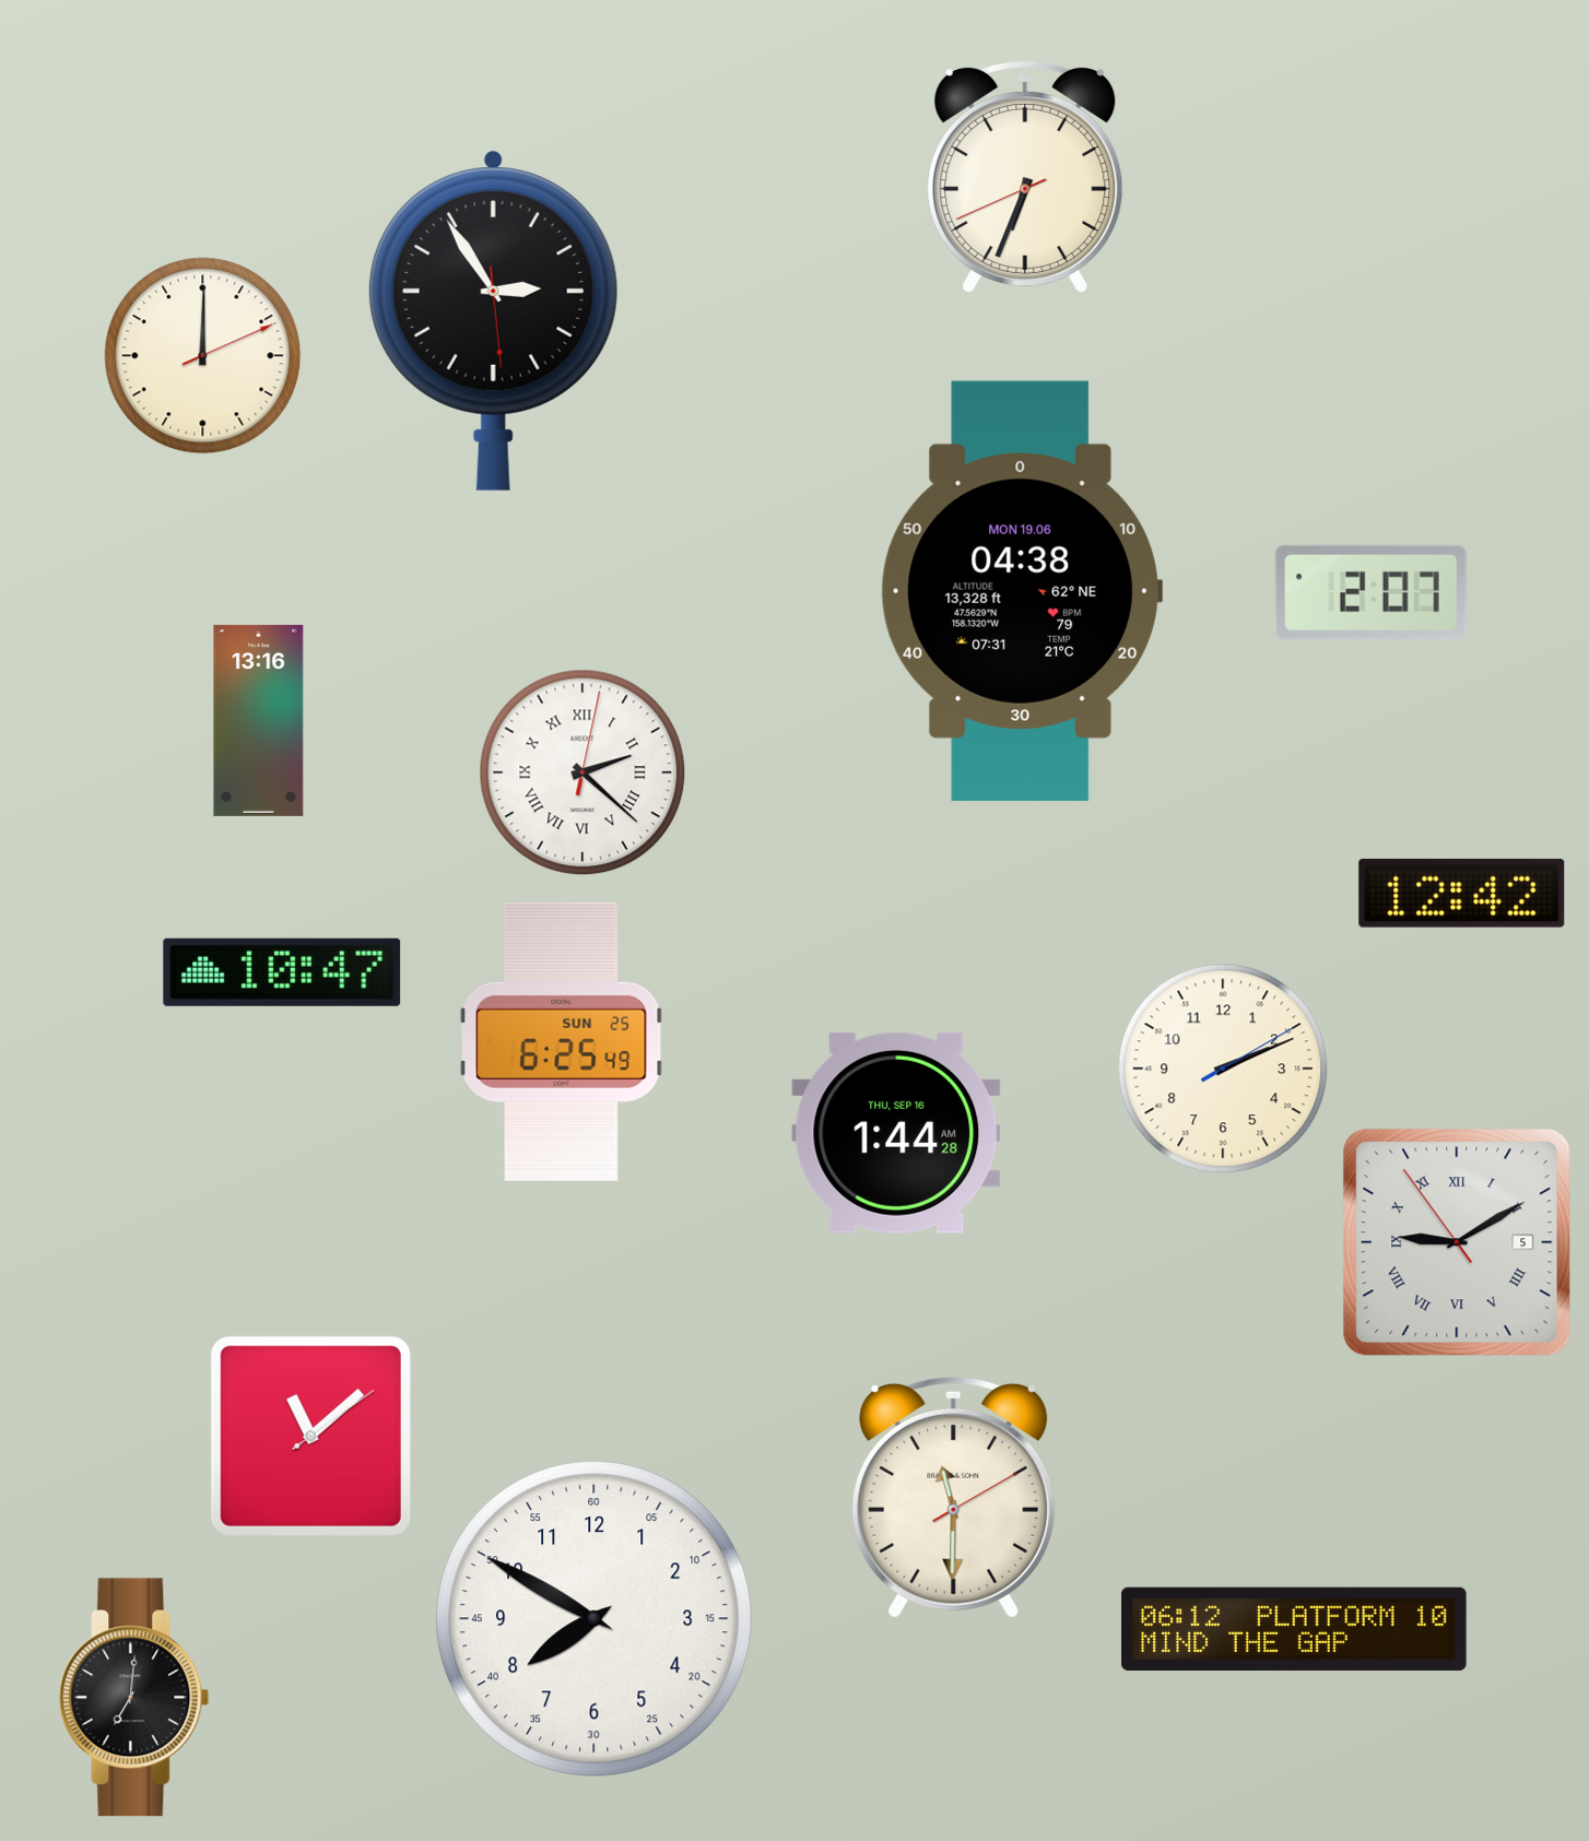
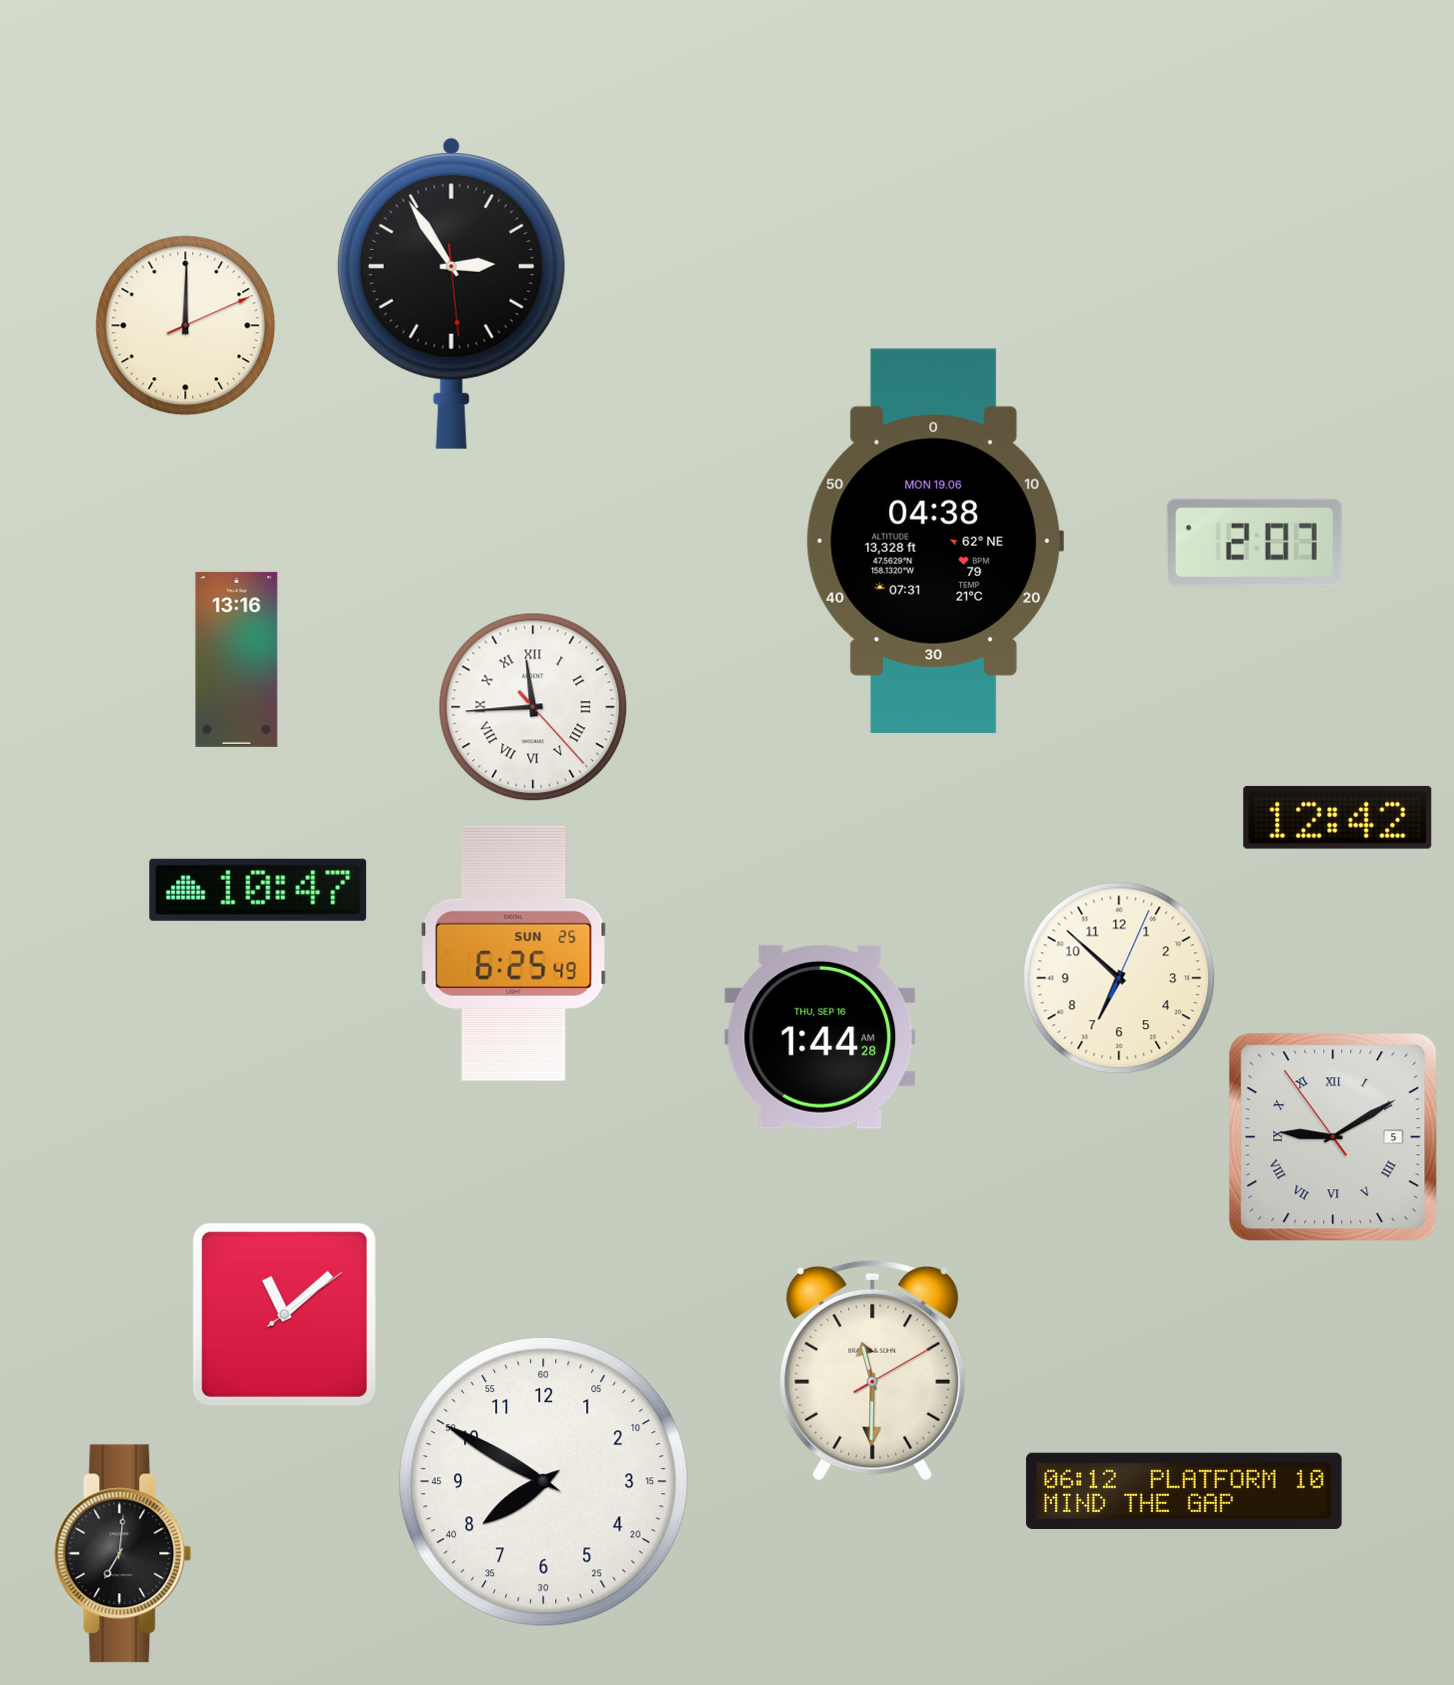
clock at (1025, 177): 6:33 -> none
clock at (582, 772): 2:22 -> 11:44
clock at (1223, 1069): 2:11 -> 6:52
